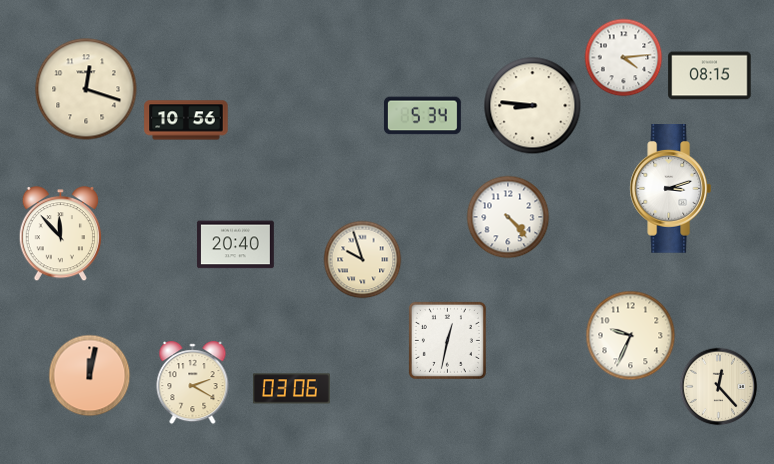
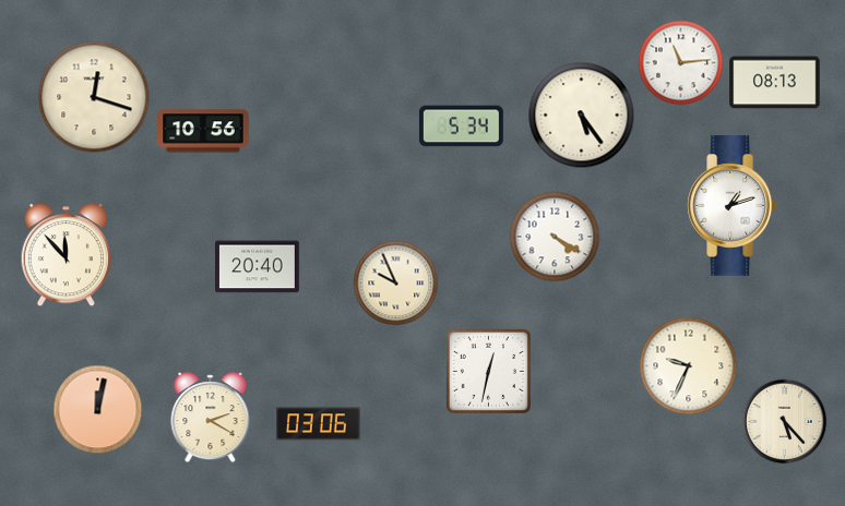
clock at (623, 57): 4:14 -> 11:14
clock at (710, 76): 08:15 -> 08:13
clock at (532, 105): 8:46 -> 5:24
clock at (671, 189): 3:12 -> 1:12
clock at (508, 217): 4:23 -> 4:20
clock at (362, 259): 9:57 -> 9:56
clock at (718, 386): 12:23 -> 5:23
